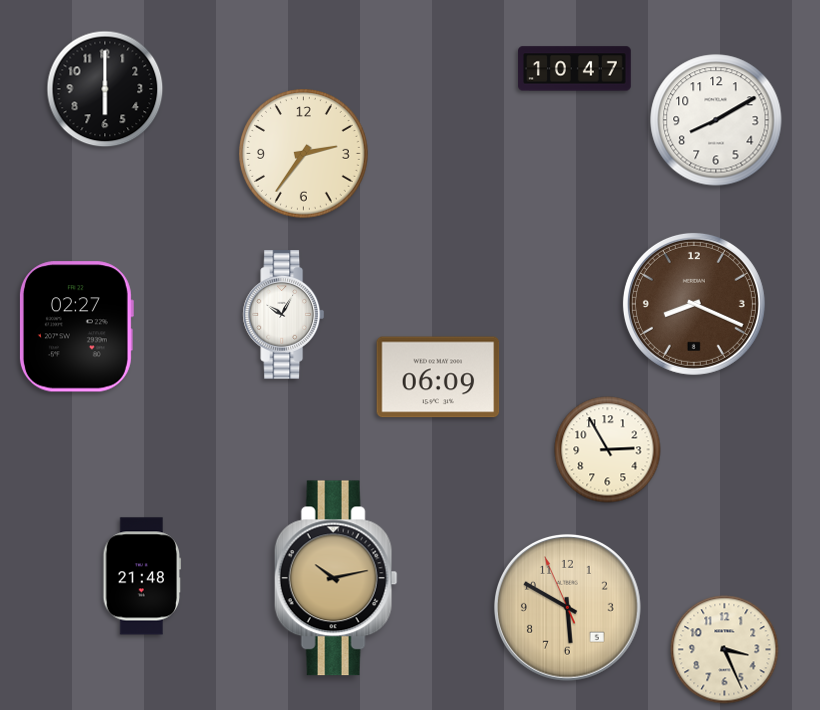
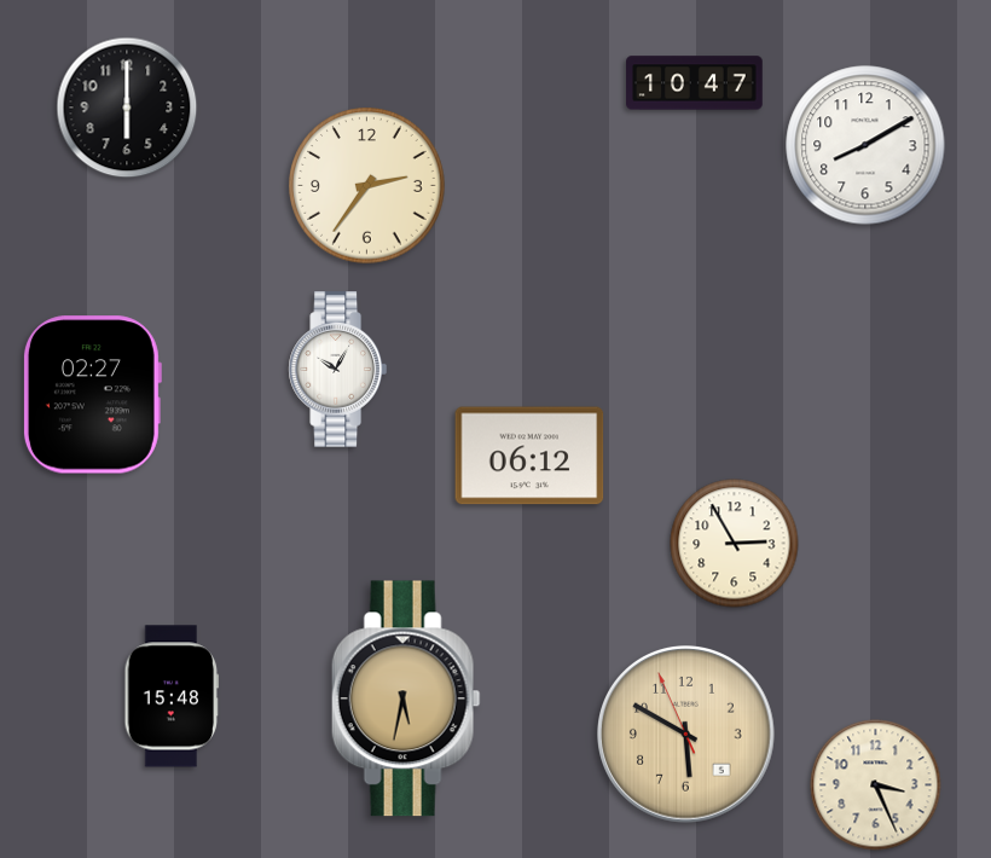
clock at (694, 304): 8:19 -> none
clock at (283, 315) position: (283, 315) -> (337, 370)
clock at (438, 377): 06:09 -> 06:12
clock at (142, 576): 21:48 -> 15:48
clock at (336, 578): 10:13 -> 5:32
